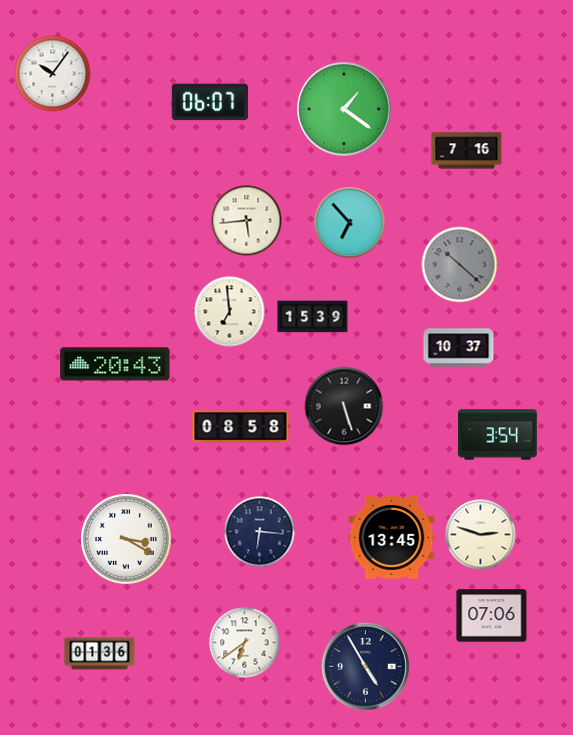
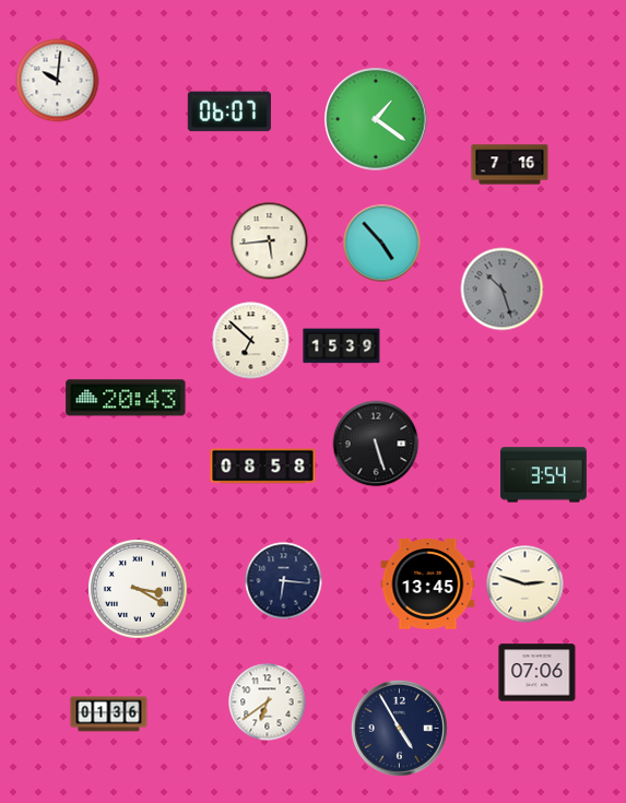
clock at (53, 74): 10:06 -> 10:01
clock at (350, 223): 6:53 -> 4:53
clock at (460, 265): 10:22 -> 10:27
clock at (230, 312): 6:59 -> 6:52
clock at (459, 348): 10:37 -> none
clock at (392, 538) position: (392, 538) -> (428, 584)
